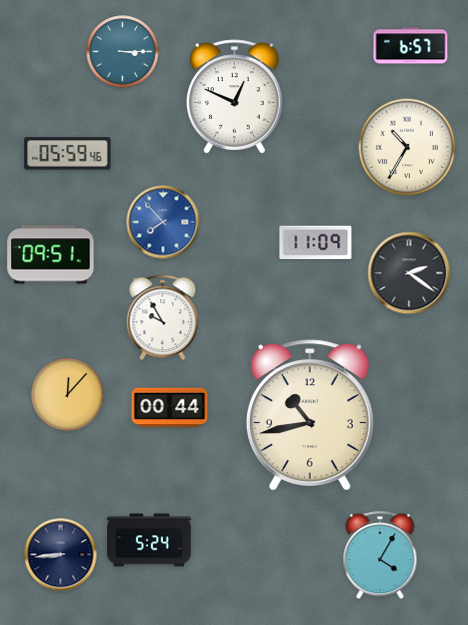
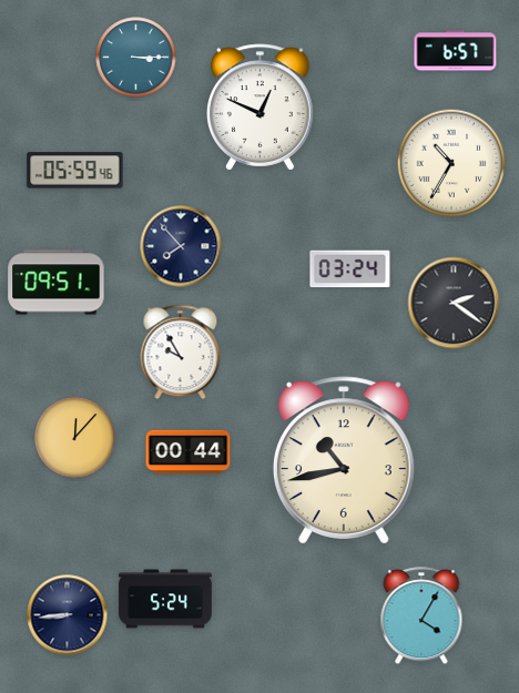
clock at (163, 222) dial: blue -> navy
clock at (316, 243): 11:09 -> 03:24
